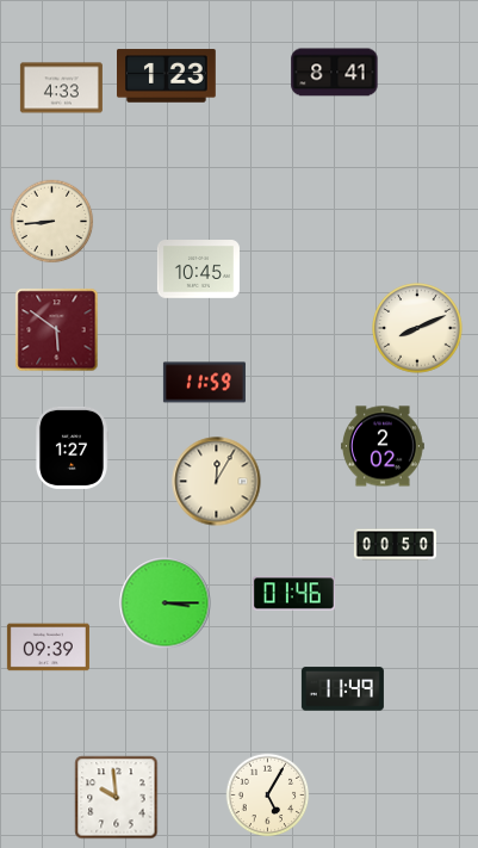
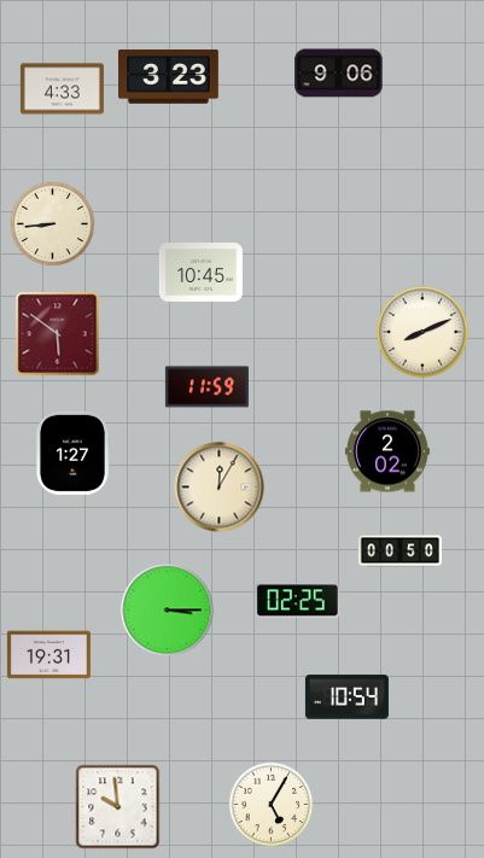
clock at (335, 73): 8:41 -> 9:06
clock at (167, 76): 1:23 -> 3:23
clock at (293, 594): 01:46 -> 02:25
clock at (48, 648): 09:39 -> 19:31
clock at (342, 689): 11:49 -> 10:54
